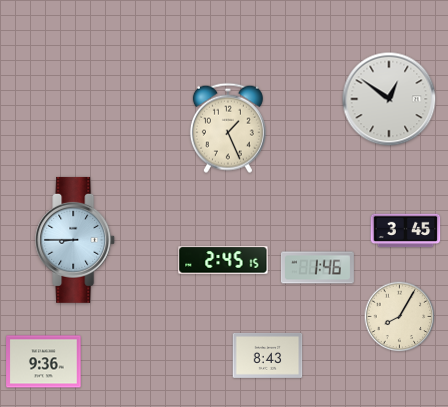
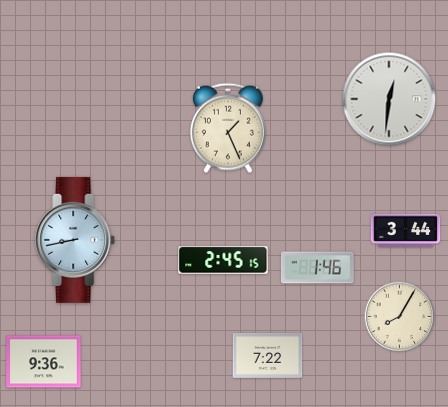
clock at (389, 99): 12:51 -> 12:31
clock at (406, 231): 3:45 -> 3:44
clock at (76, 240): 8:45 -> 8:43
clock at (268, 355): 8:43 -> 7:22
